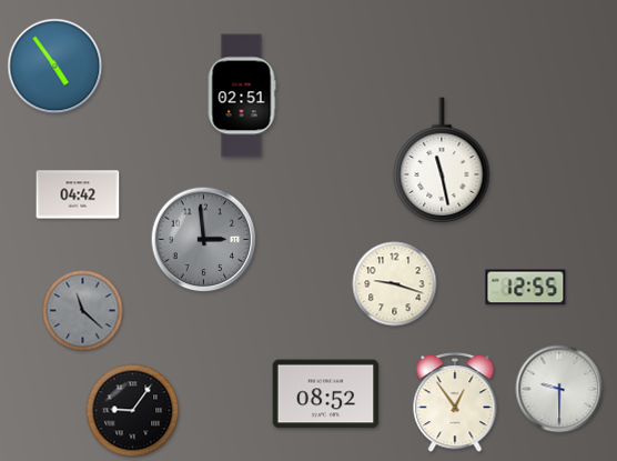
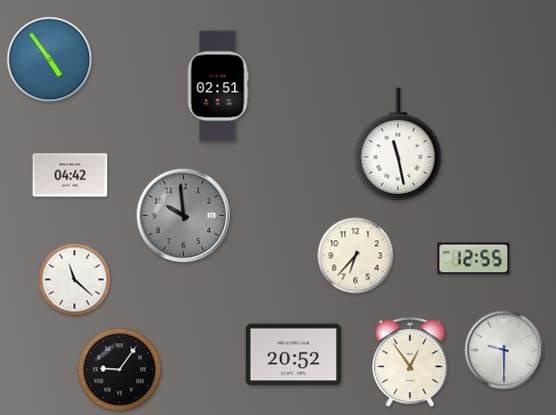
clock at (204, 240): 2:59 -> 9:59
clock at (395, 284): 9:18 -> 6:37
clock at (83, 311) dial: grey -> white
clock at (326, 394): 08:52 -> 20:52
